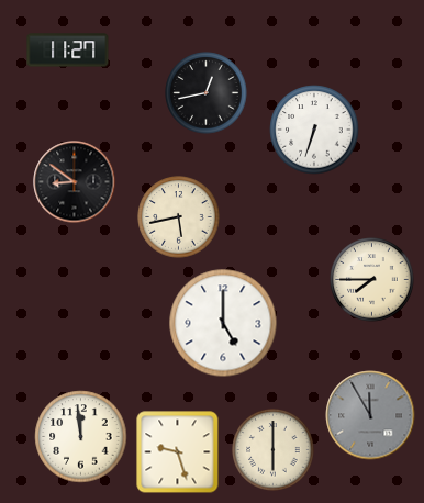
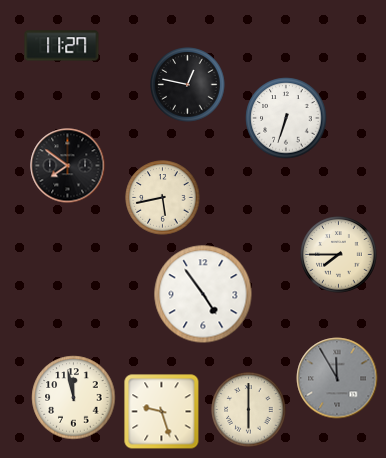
clock at (207, 93): 12:43 -> 12:47
clock at (75, 182): 8:51 -> 7:51
clock at (223, 323): 5:00 -> 4:54
clock at (81, 437): 11:59 -> 11:58
